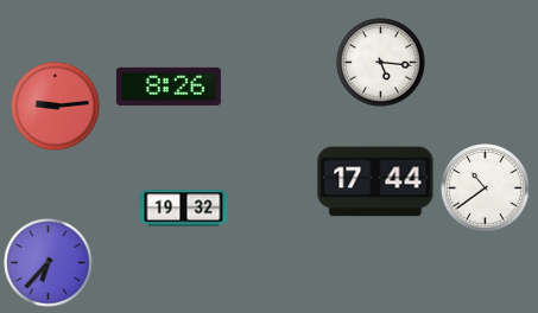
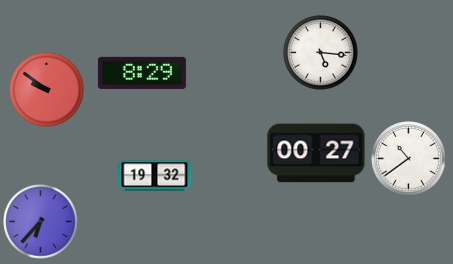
clock at (169, 87): 8:26 -> 8:29
clock at (56, 107): 9:14 -> 9:51
clock at (375, 181): 17:44 -> 00:27
